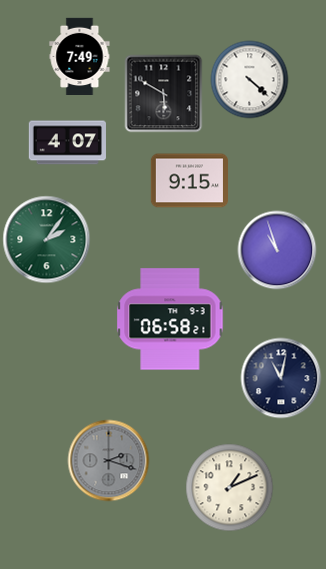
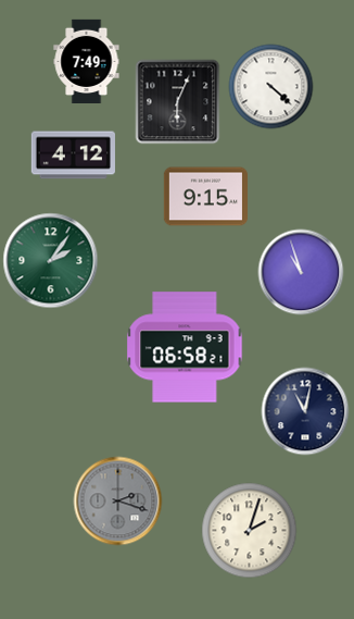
clock at (163, 93): 5:50 -> 6:04
clock at (67, 143): 4:07 -> 4:12
clock at (229, 487): 1:11 -> 2:03
